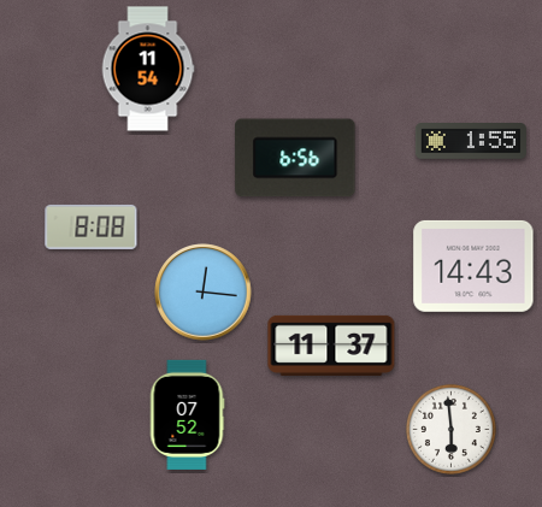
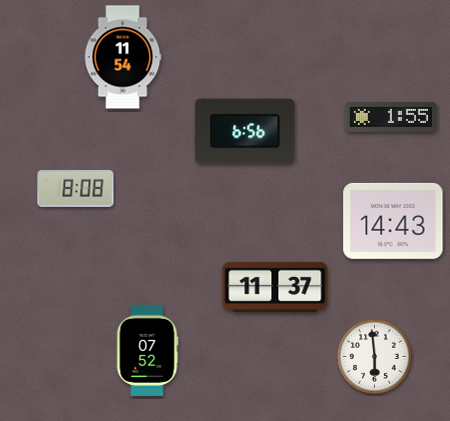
clock at (204, 293): 12:16 -> none
clock at (187, 414) position: (187, 414) -> (147, 350)
